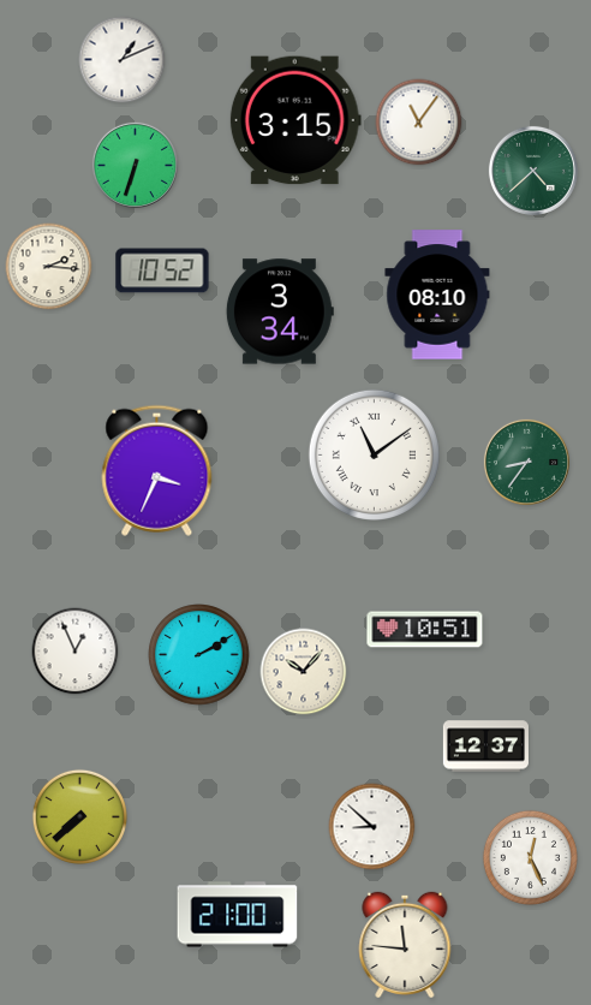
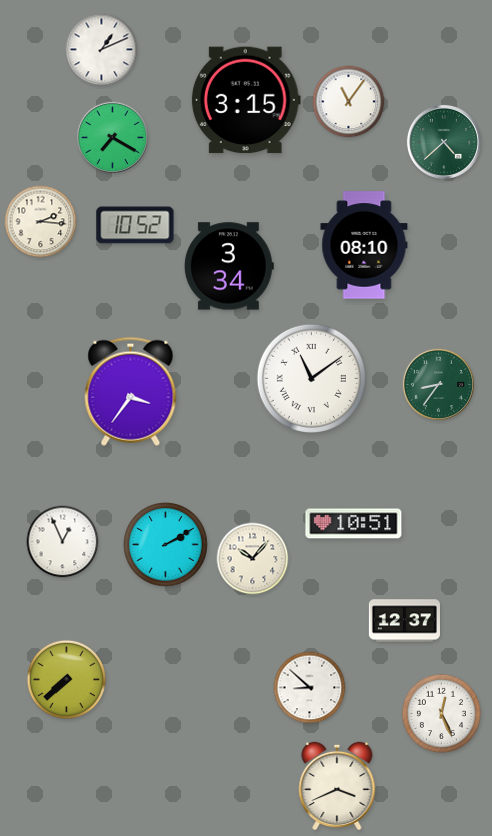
clock at (135, 165): 6:33 -> 7:20
clock at (280, 311) position: (280, 311) -> (229, 266)
clock at (157, 470): 3:34 -> 3:36
clock at (238, 915): 21:00 -> none
clock at (405, 944): 11:46 -> 3:41
